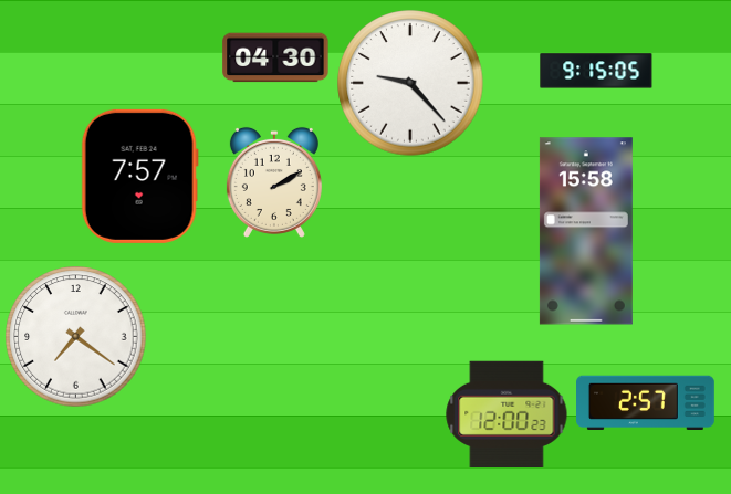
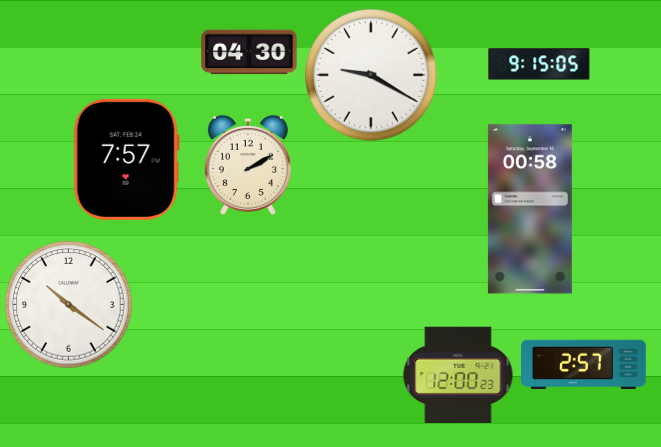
clock at (410, 83): 9:23 -> 9:20
clock at (586, 231): 15:58 -> 00:58
clock at (76, 337): 7:21 -> 10:21
